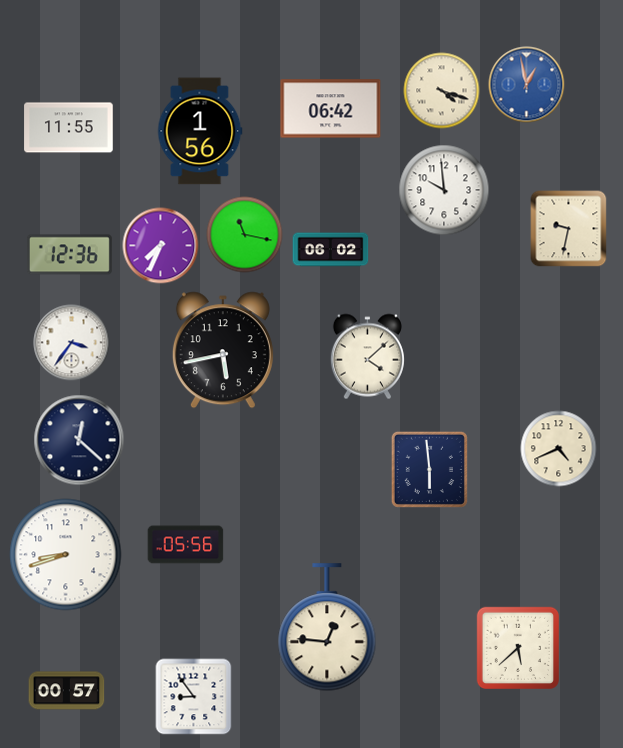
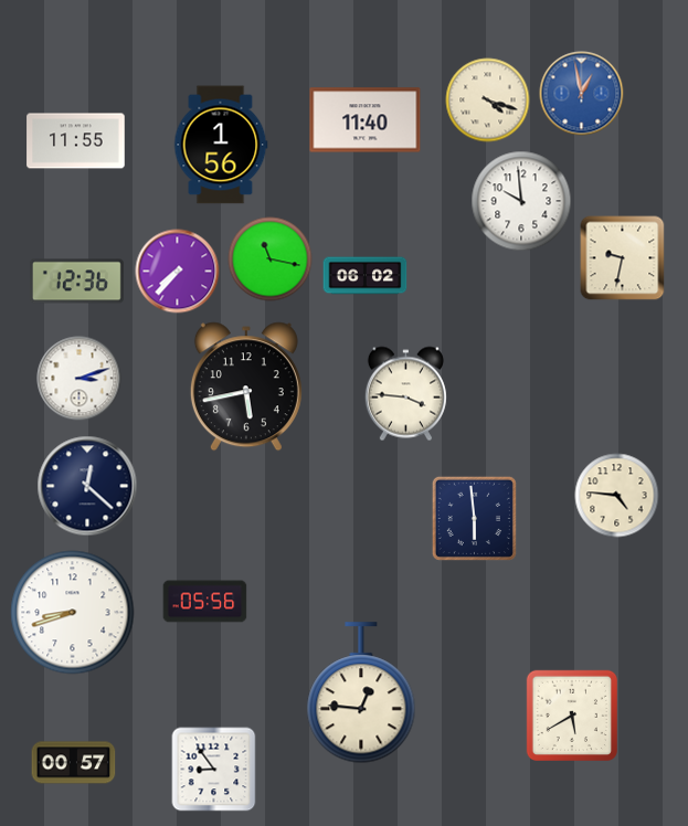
clock at (331, 109): 06:42 -> 11:40
clock at (444, 190) position: (444, 190) -> (521, 201)
clock at (569, 229) position: (569, 229) -> (623, 258)
clock at (161, 246): 7:34 -> 7:37
clock at (72, 343): 3:36 -> 3:12
clock at (367, 357): 4:08 -> 3:46
clock at (559, 449): 4:41 -> 4:46
clock at (517, 647): 5:38 -> 5:40
